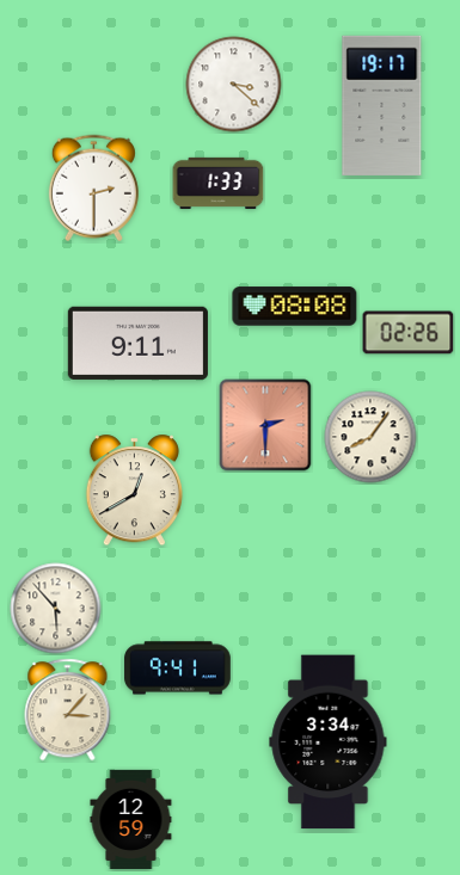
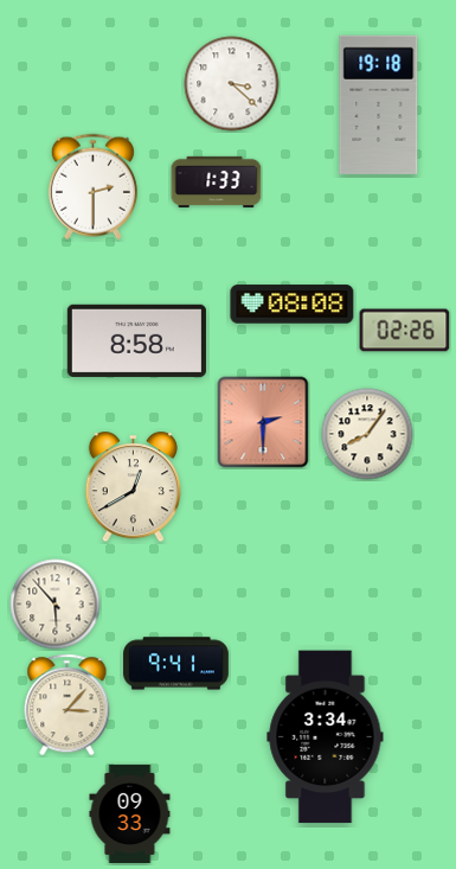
clock at (382, 105): 19:17 -> 19:18
clock at (137, 343): 9:11 -> 8:58
clock at (131, 819): 12:59 -> 09:33
